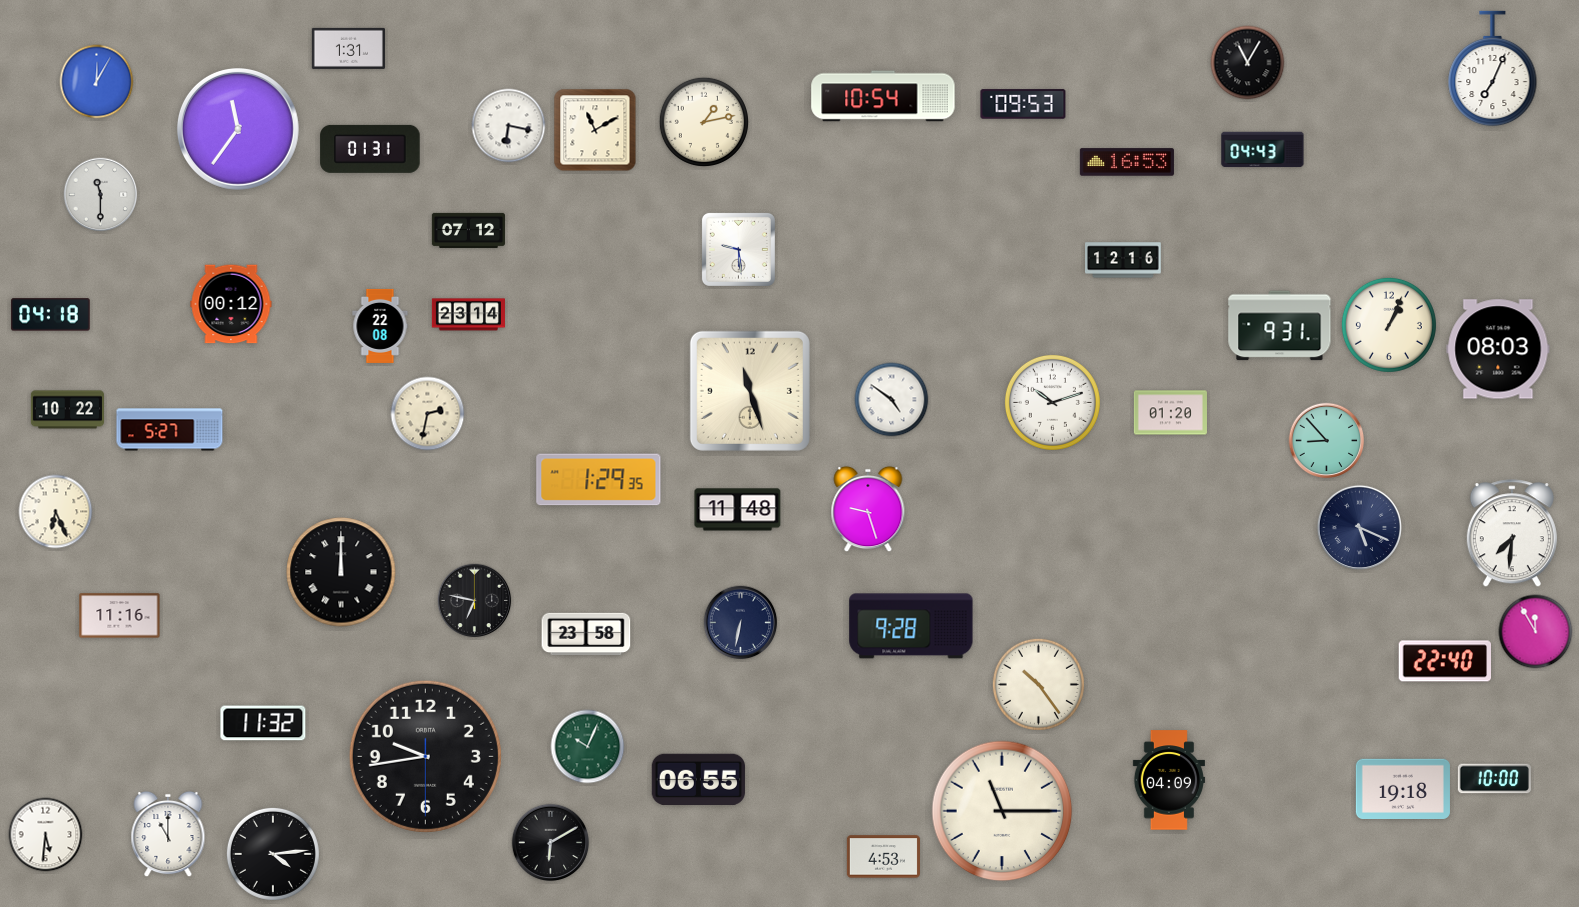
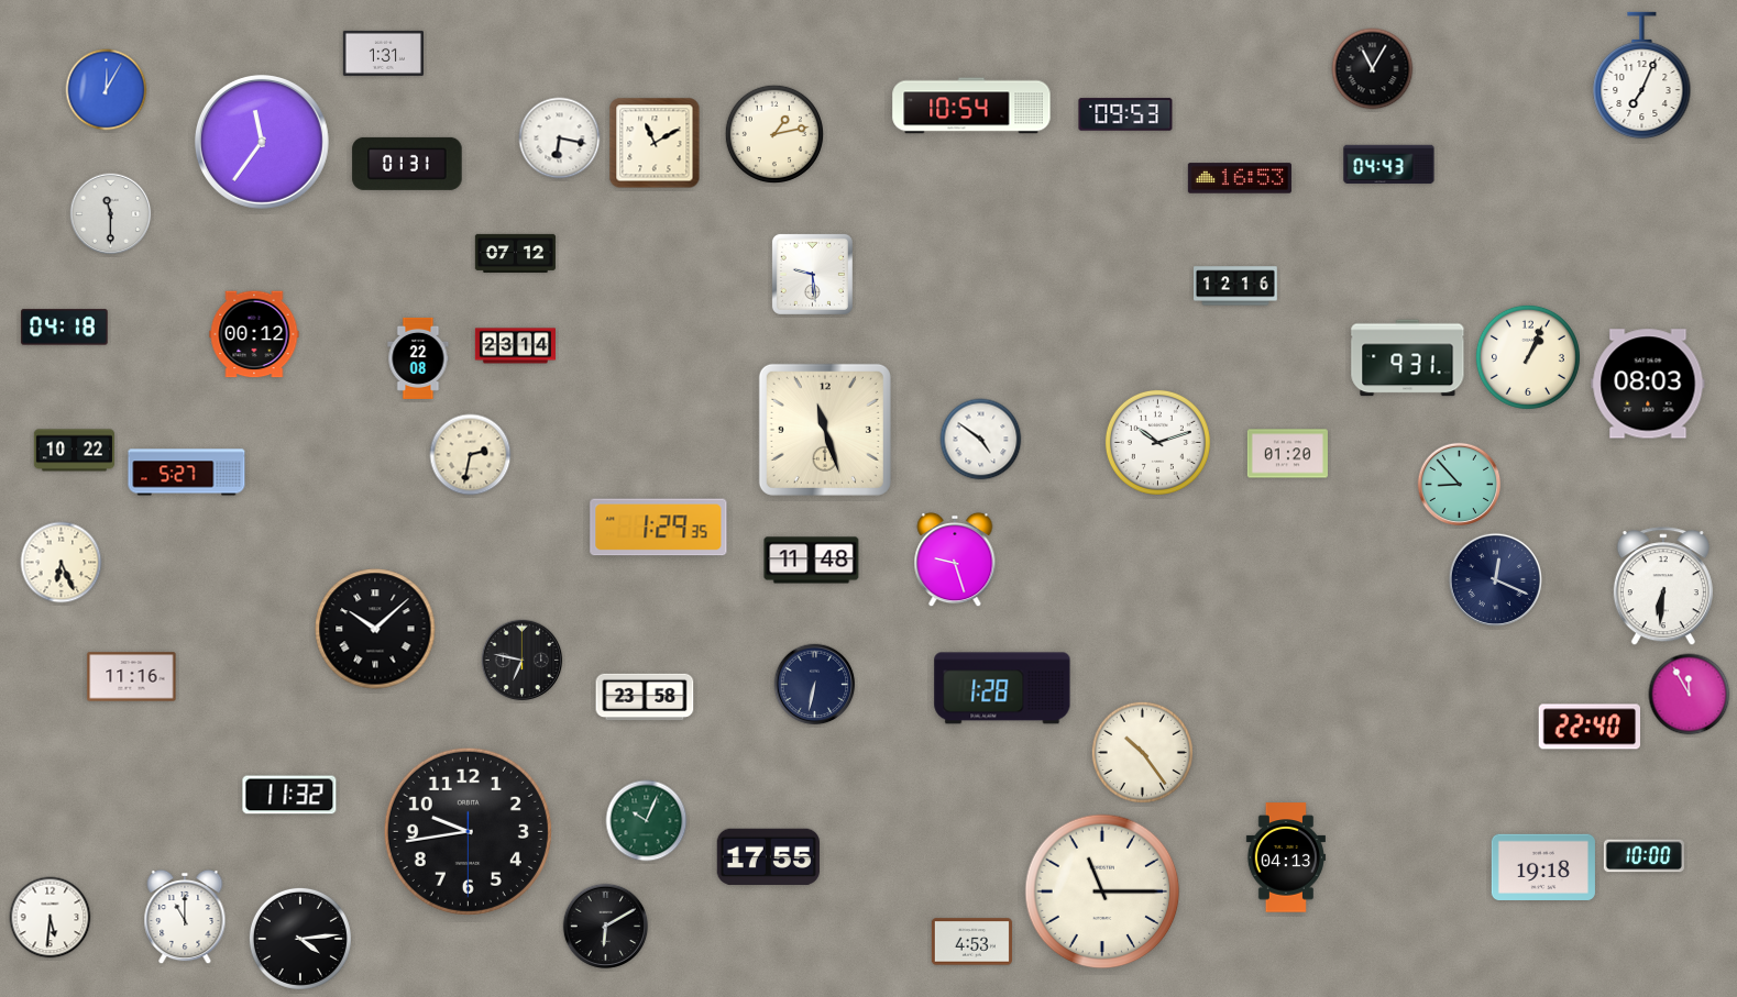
clock at (51, 315) position: (51, 315) -> (65, 328)
clock at (1359, 527): 5:19 -> 12:19
clock at (1512, 534): 7:31 -> 6:31
clock at (341, 572): 12:00 -> 10:08
clock at (911, 626): 9:28 -> 1:28
clock at (698, 779): 06:55 -> 17:55
clock at (1169, 780): 04:09 -> 04:13
